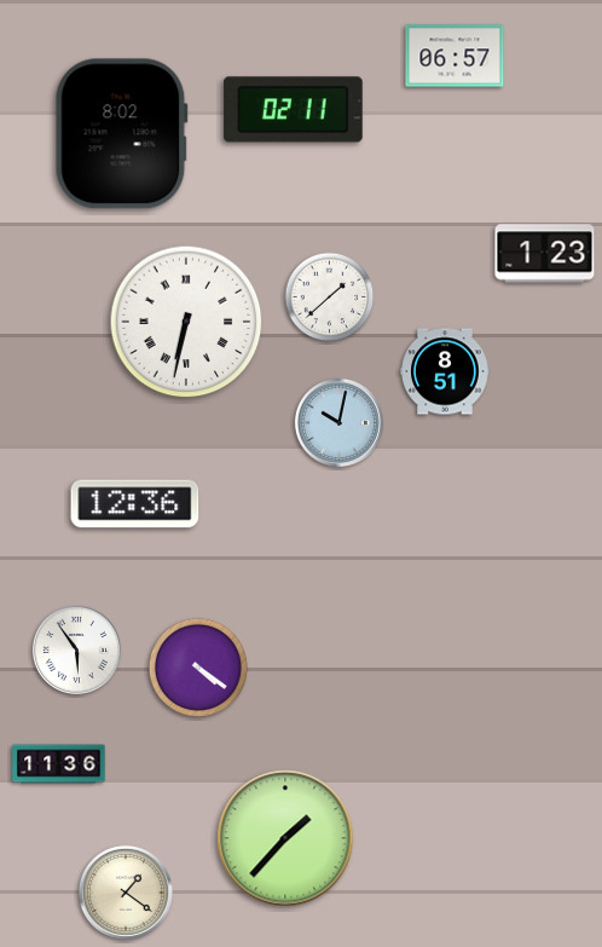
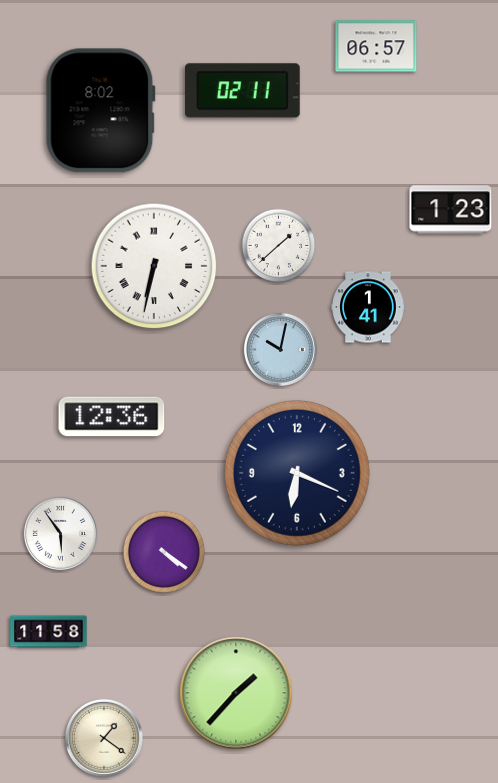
clock at (330, 298) position: (330, 298) -> (279, 246)
clock at (445, 371): 8:51 -> 1:41
clock at (297, 473): none -> 6:19
clock at (76, 649) position: (76, 649) -> (60, 533)
clock at (59, 764): 11:36 -> 11:58
